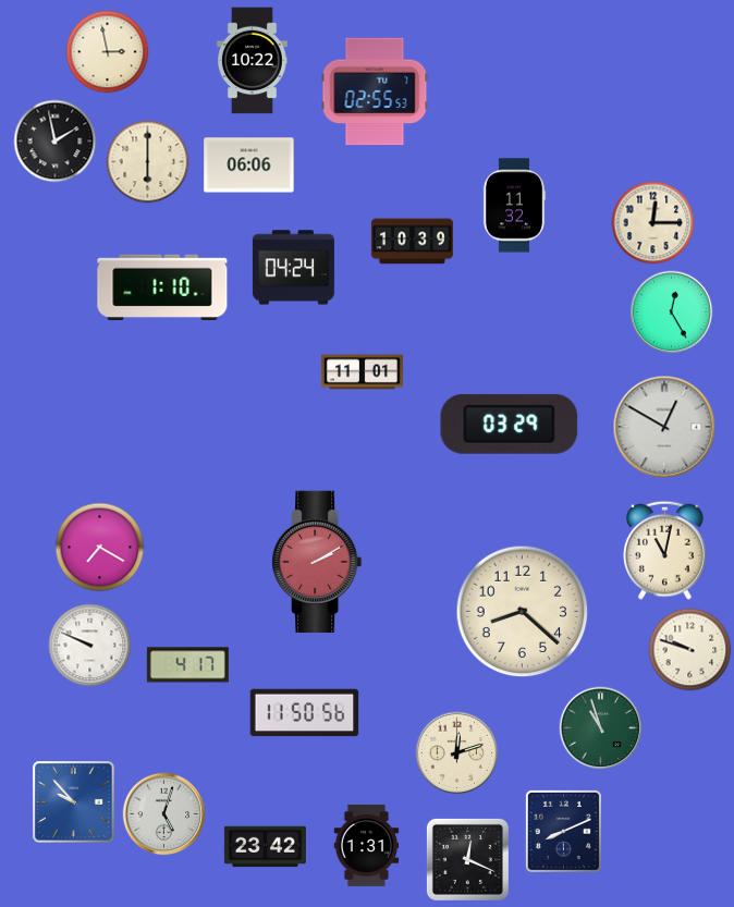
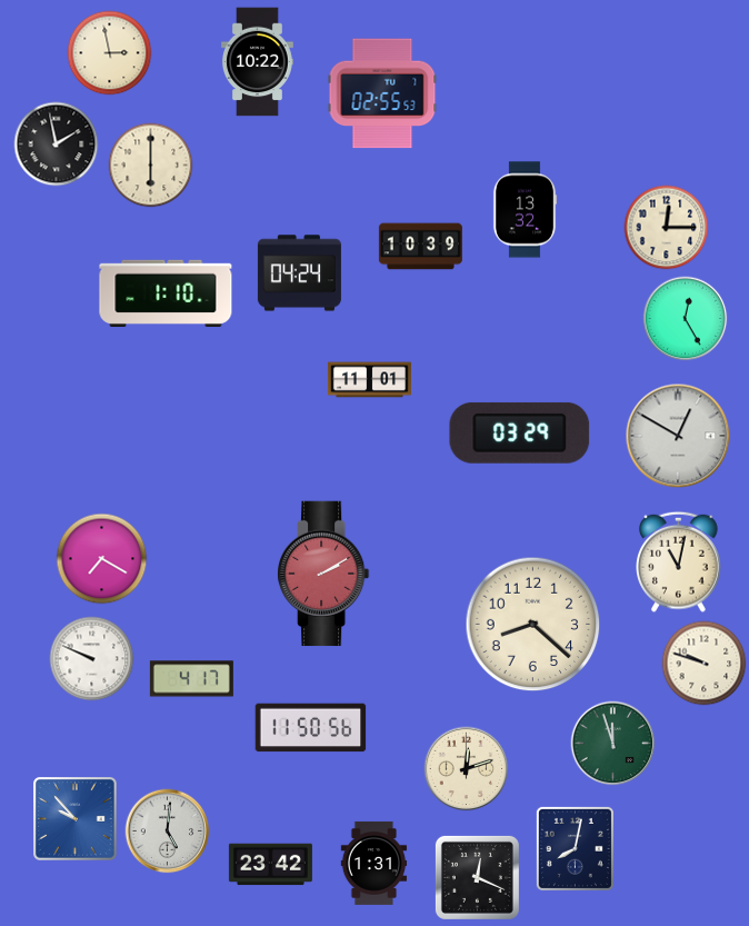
clock at (249, 166): 06:06 -> none
clock at (514, 206): 11:32 -> 13:32
clock at (601, 728): 10:57 -> 11:57
clock at (164, 814): 5:03 -> 5:01
clock at (563, 831): 8:11 -> 8:02
